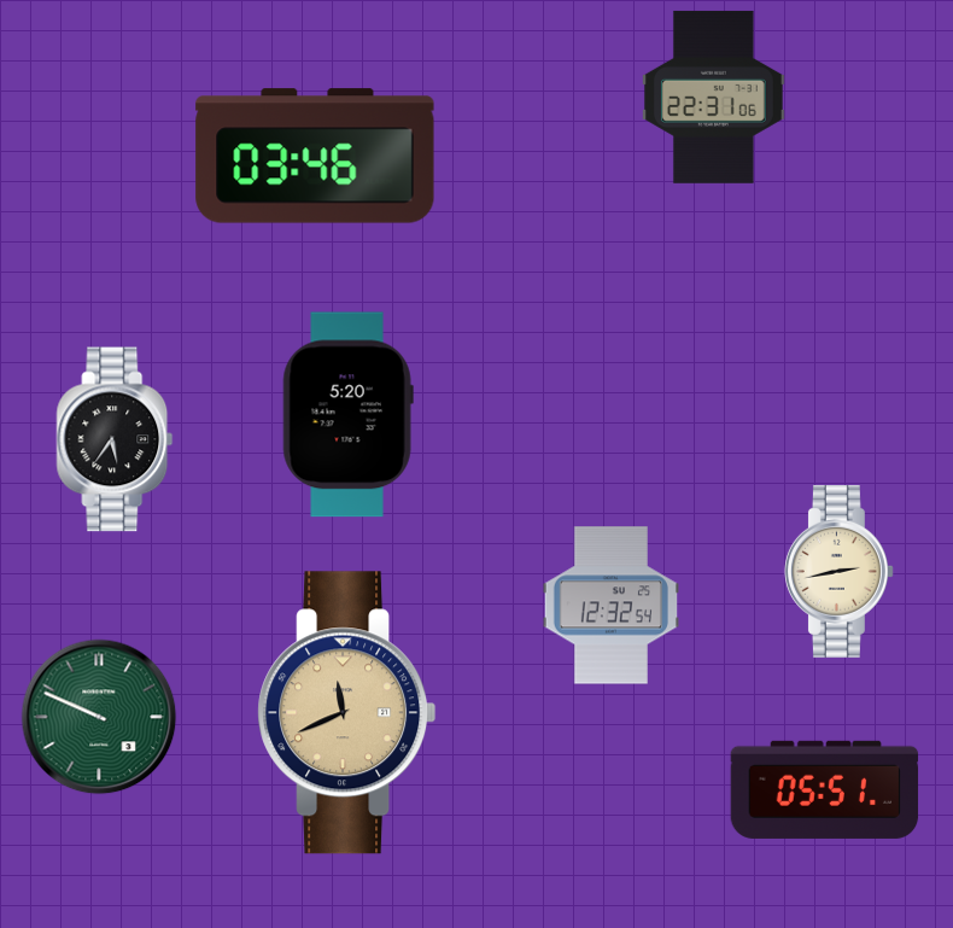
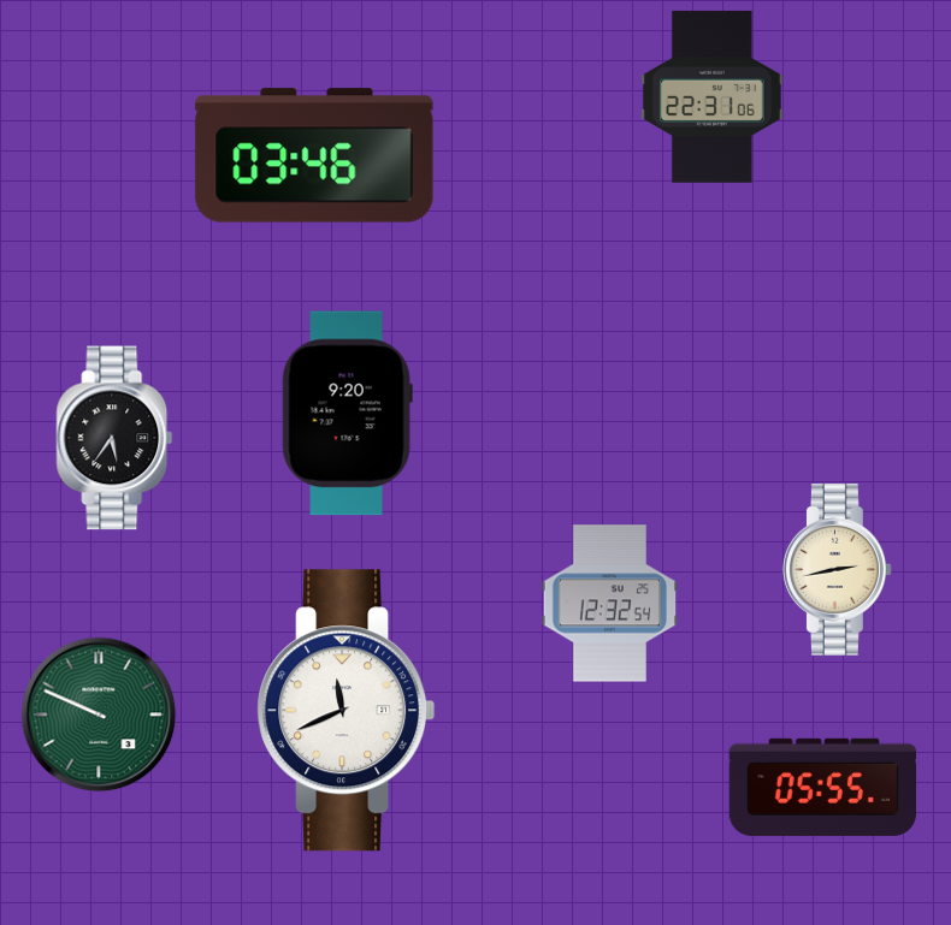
clock at (347, 415): 5:20 -> 9:20
clock at (347, 713) dial: champagne -> white
clock at (825, 789): 05:51 -> 05:55
